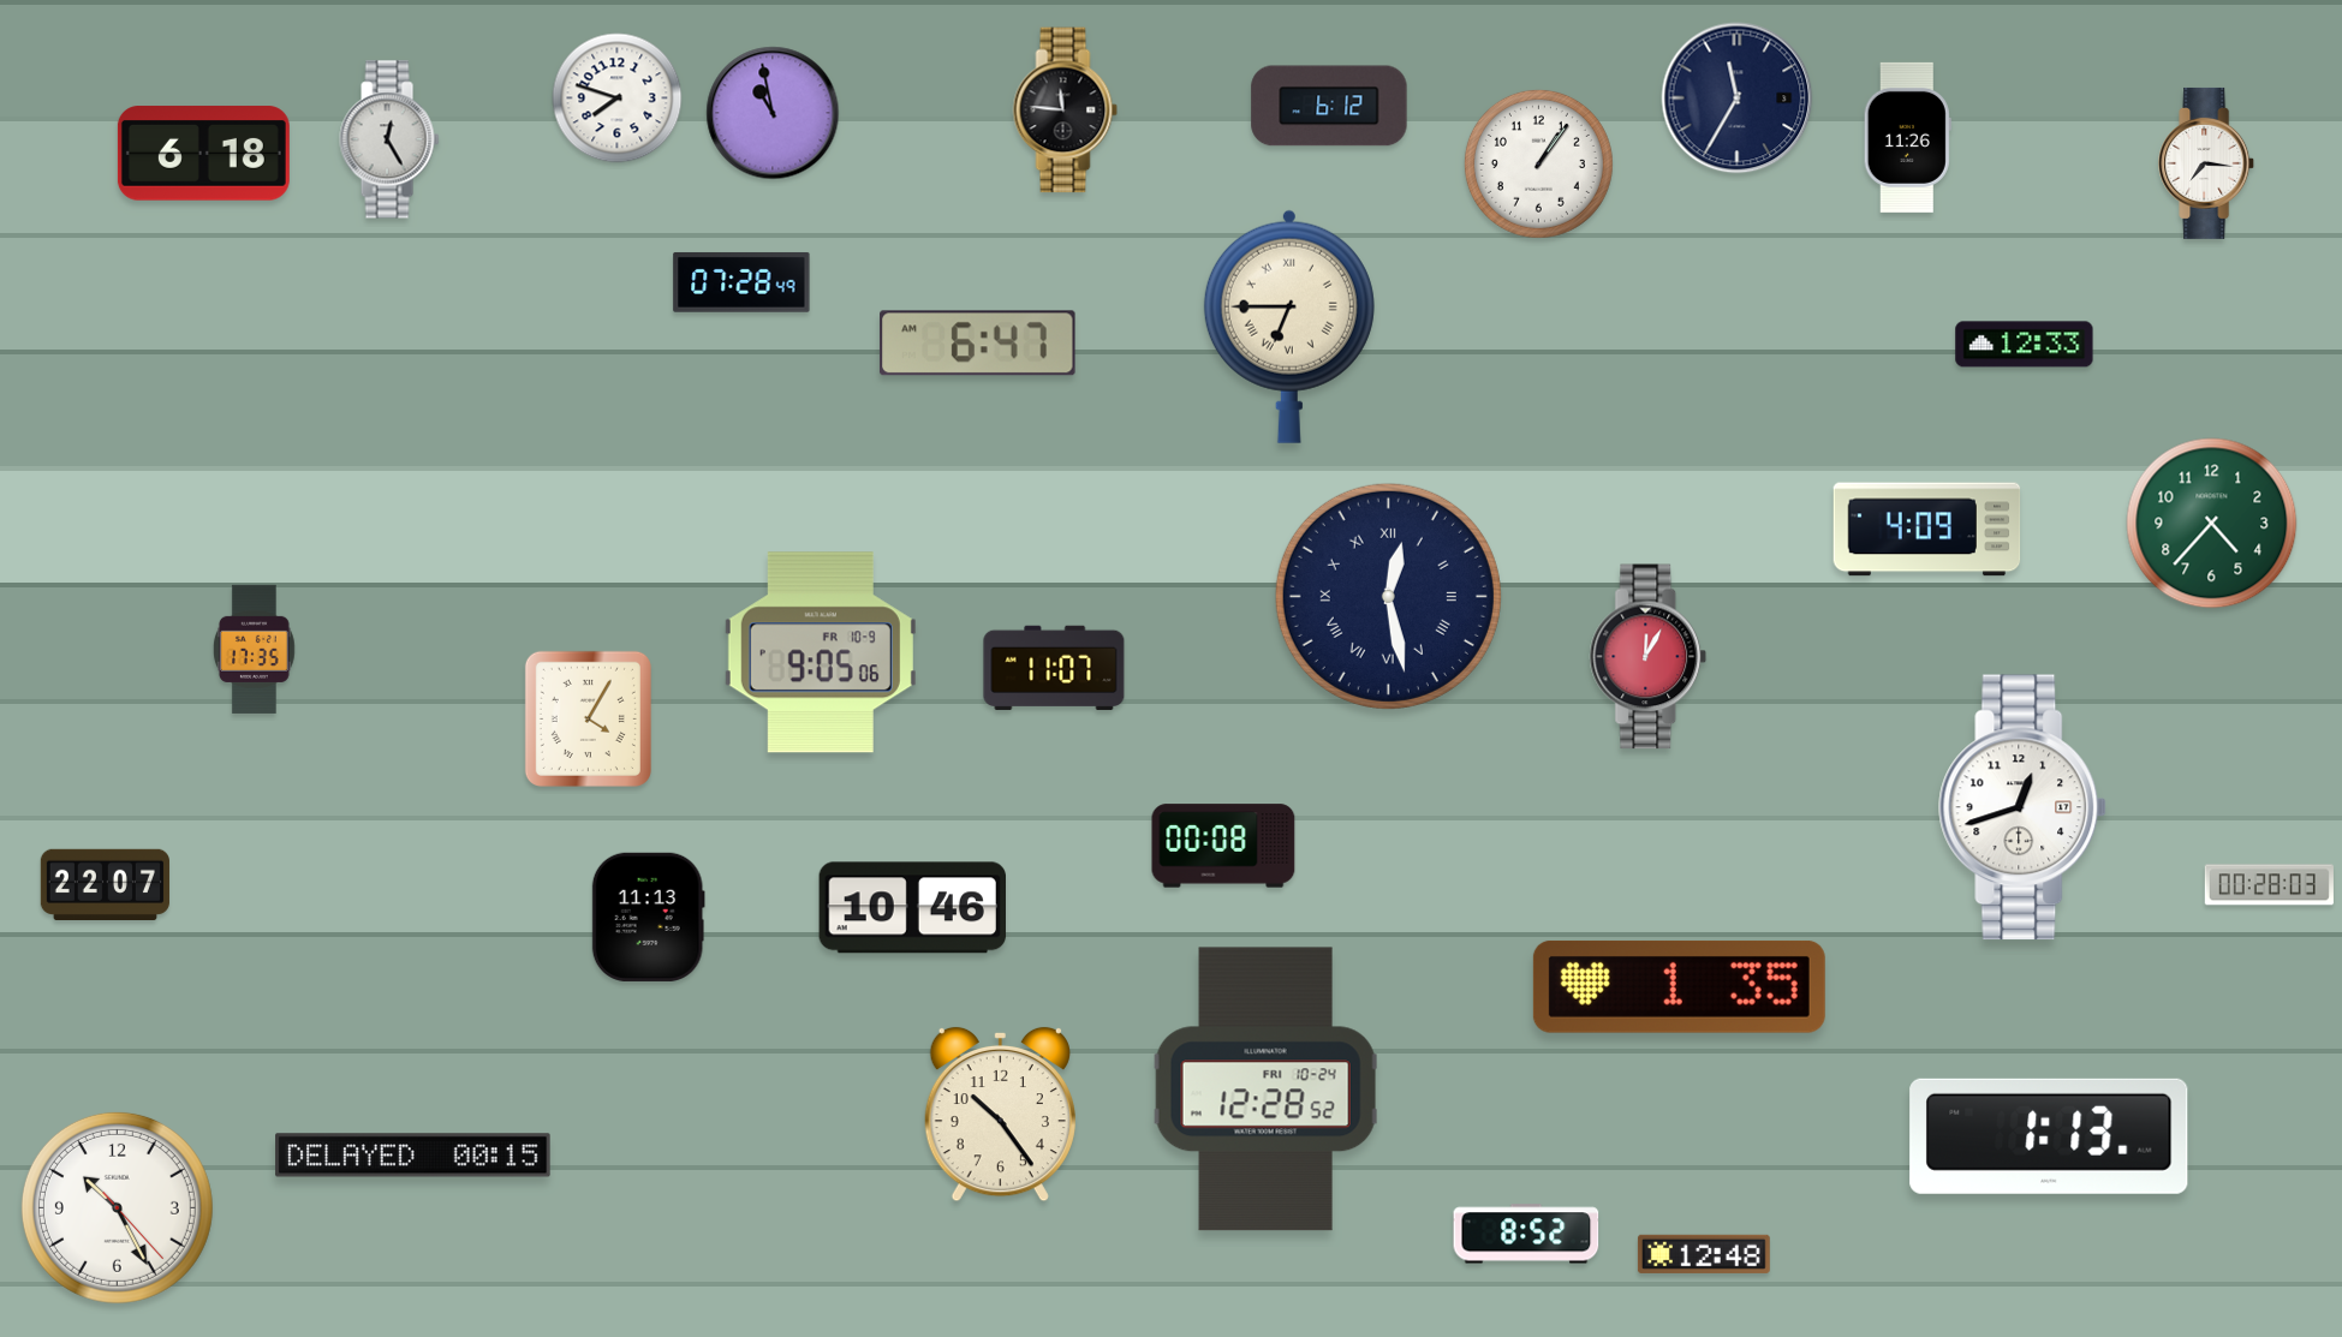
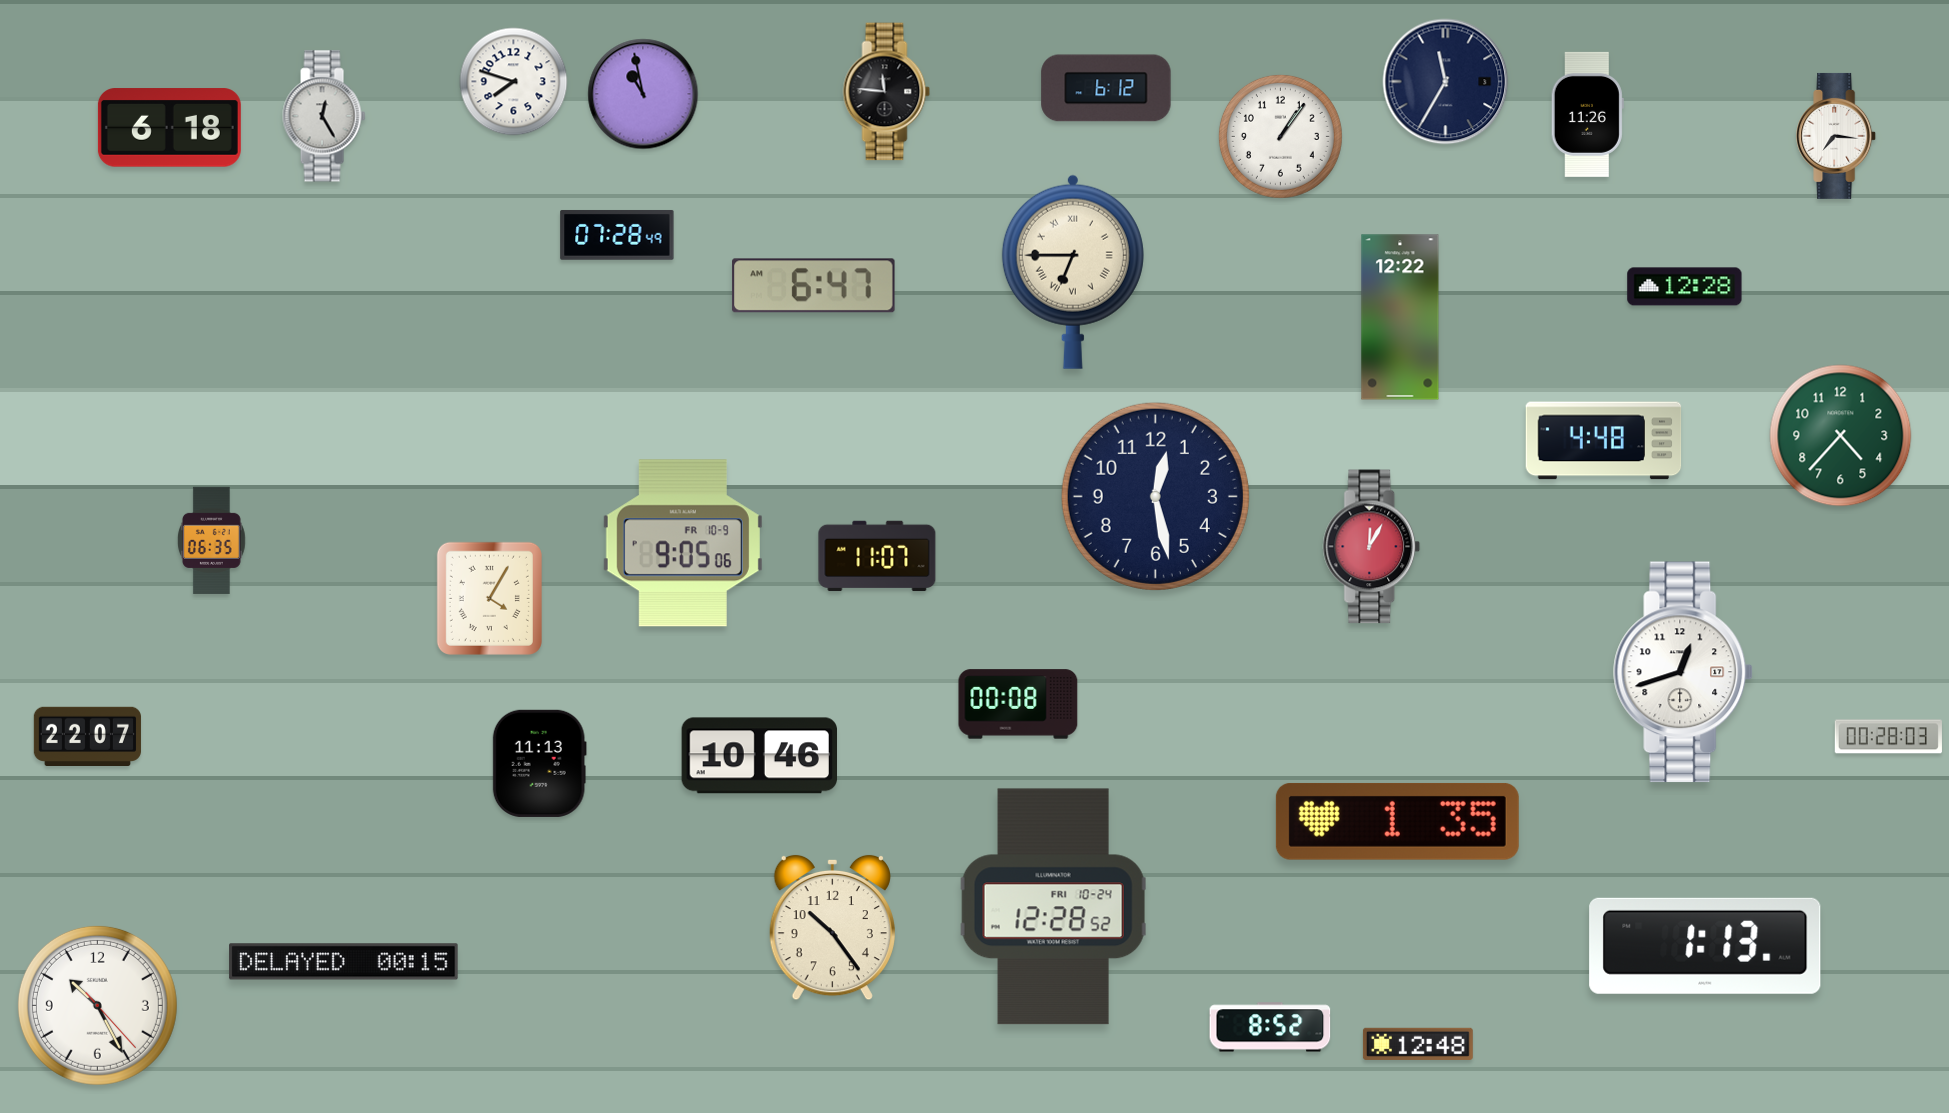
clock at (2025, 345): 12:33 -> 12:28
clock at (1400, 317): none -> 12:22
clock at (1927, 530): 4:09 -> 4:48
clock at (1388, 596) numerals: Roman -> Arabic
clock at (254, 649): 17:35 -> 06:35
